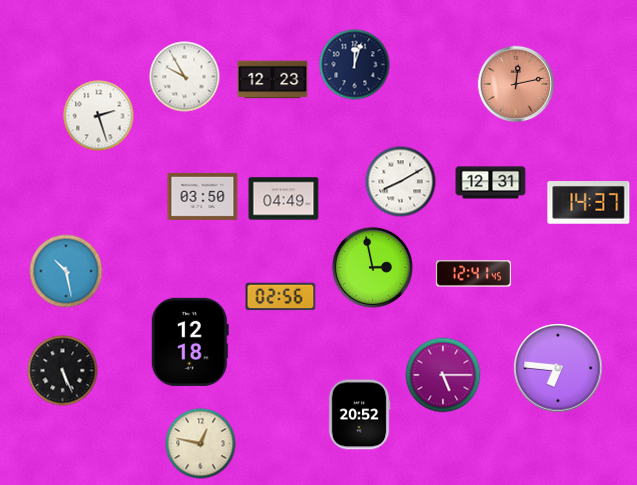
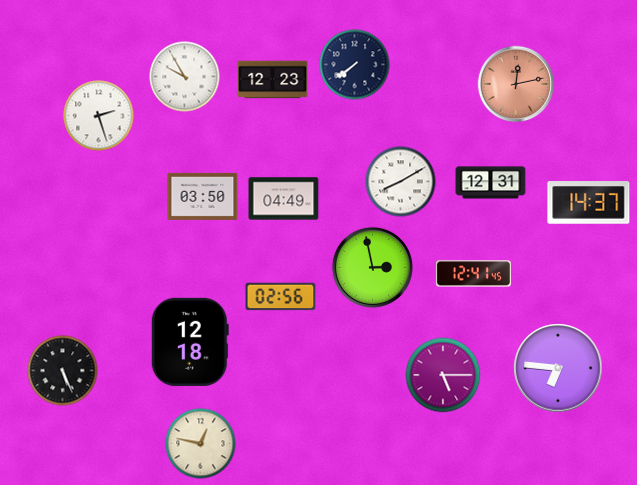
clock at (355, 65): 12:03 -> 7:39
clock at (66, 271): 10:28 -> none
clock at (359, 415): 20:52 -> none
